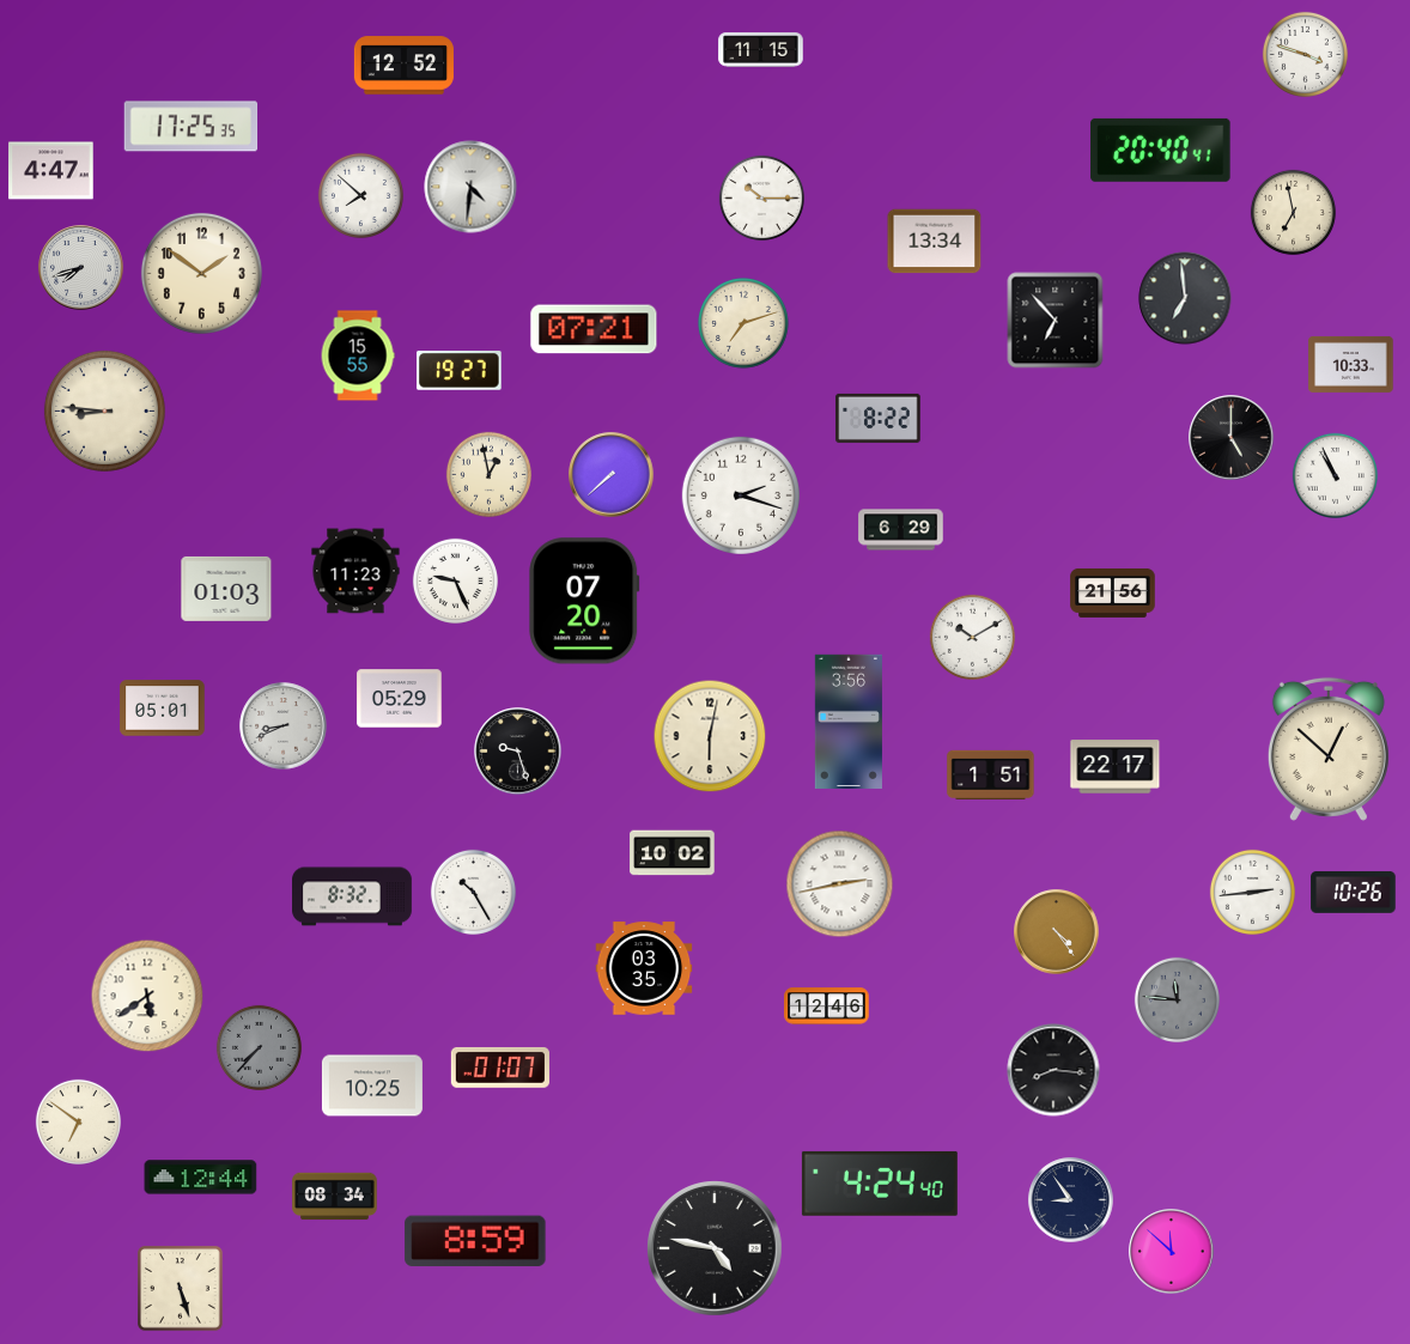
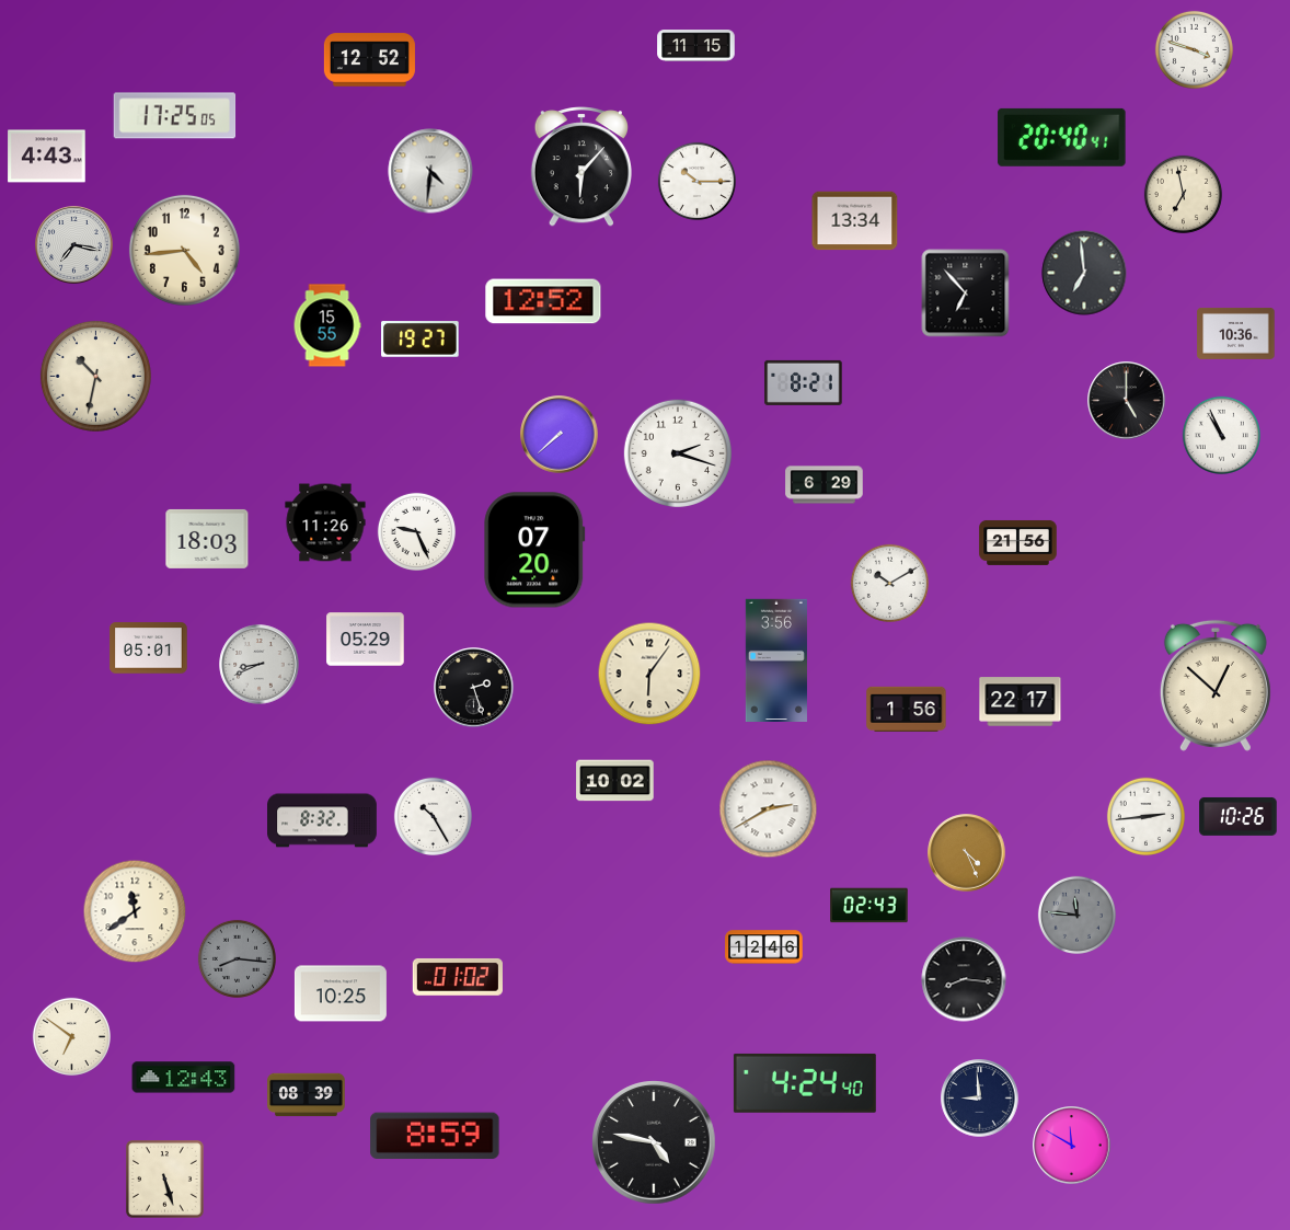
clock at (192, 127): 17:25:35 -> 17:25:05
clock at (51, 171): 4:47 -> 4:43
clock at (580, 168): none -> 6:07
clock at (360, 195): 7:52 -> none
clock at (81, 268): 7:42 -> 7:17
clock at (201, 273): 1:51 -> 4:44
clock at (743, 323): 7:12 -> none
clock at (594, 329): 07:21 -> 12:52
clock at (1351, 364): 10:33 -> 10:36
clock at (104, 411): 8:46 -> 10:32
clock at (879, 418): 8:22 -> 8:21
clock at (488, 474): 12:58 -> none
clock at (355, 571): 11:23 -> 11:26
clock at (226, 589): 01:03 -> 18:03
clock at (710, 736): 6:02 -> 6:06
clock at (518, 752): 9:27 -> 2:27
clock at (991, 776): 1:51 -> 1:56
clock at (840, 884): 2:43 -> 2:40
clock at (1057, 932): 4:24 -> 4:26
clock at (644, 968): 03:35 -> none
clock at (869, 906): none -> 02:43
clock at (147, 996): 5:39 -> 11:39
clock at (827, 1007) position: (827, 1007) -> (764, 947)
clock at (259, 1047): 7:37 -> 8:16
clock at (500, 1068): 01:07 -> 01:02
clock at (78, 1121) position: (78, 1121) -> (71, 1036)
clock at (201, 1178): 12:44 -> 12:43
clock at (335, 1197): 08:34 -> 08:39
clock at (1071, 1200): 8:54 -> 8:59
clock at (1172, 1252): 11:52 -> 11:50
